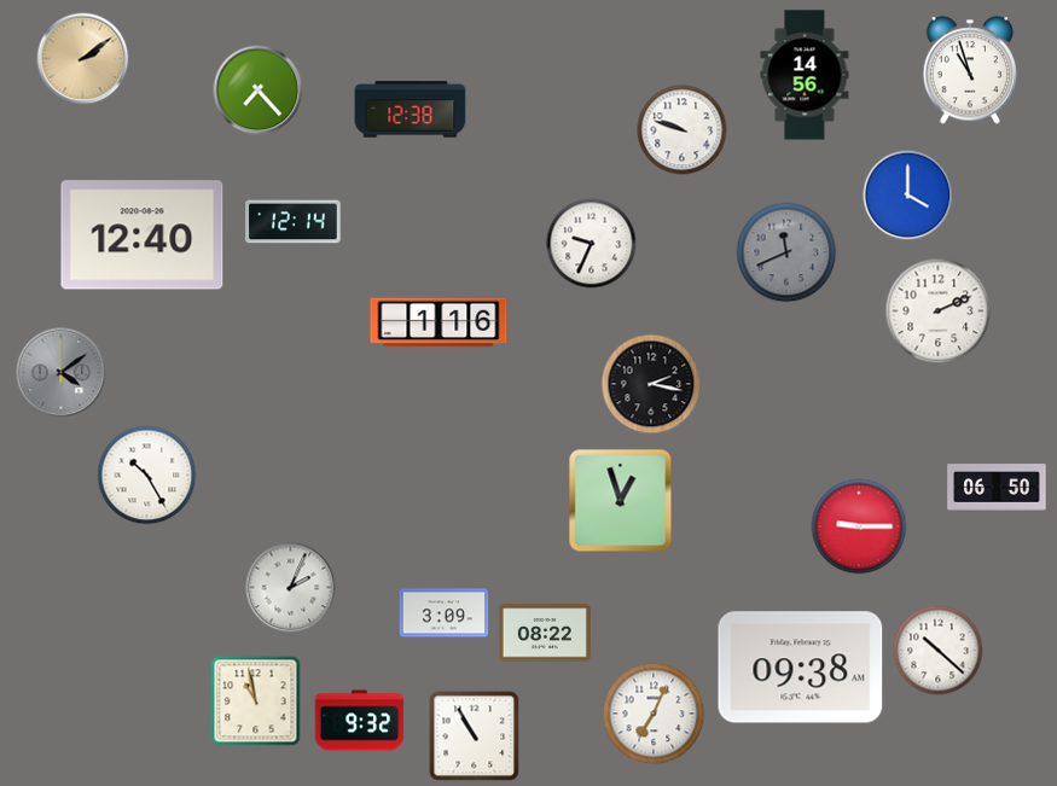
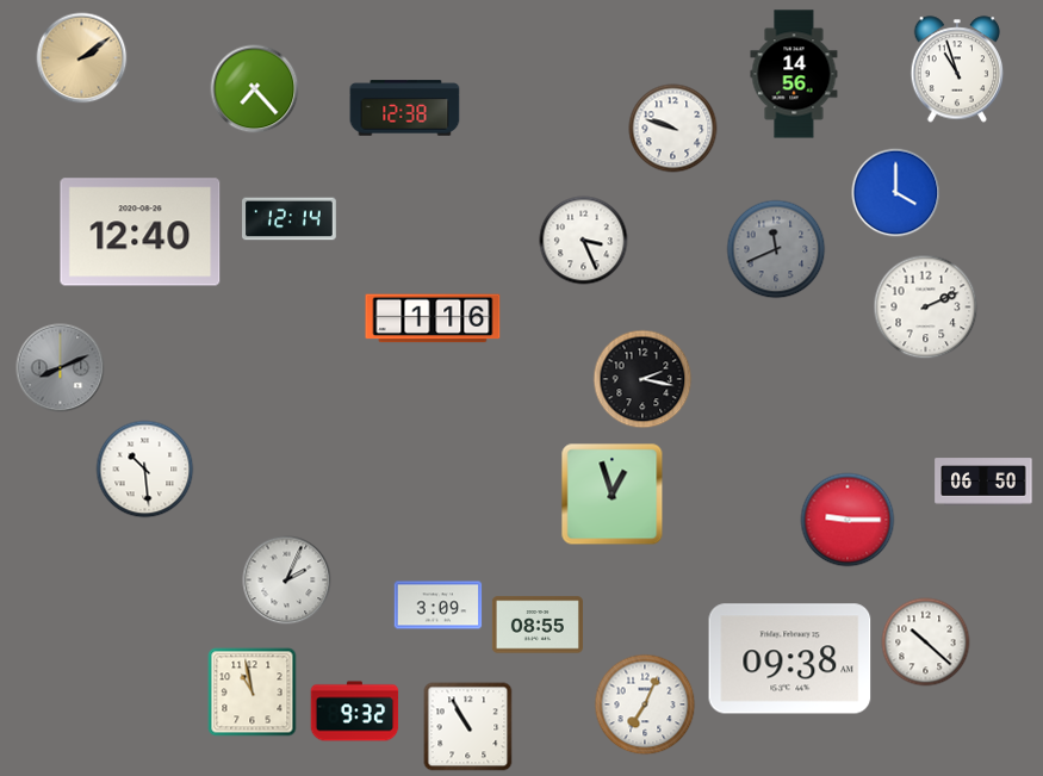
clock at (592, 244): 9:34 -> 3:26
clock at (62, 373): 4:09 -> 8:11
clock at (147, 476): 10:25 -> 10:29
clock at (545, 633): 08:22 -> 08:55
